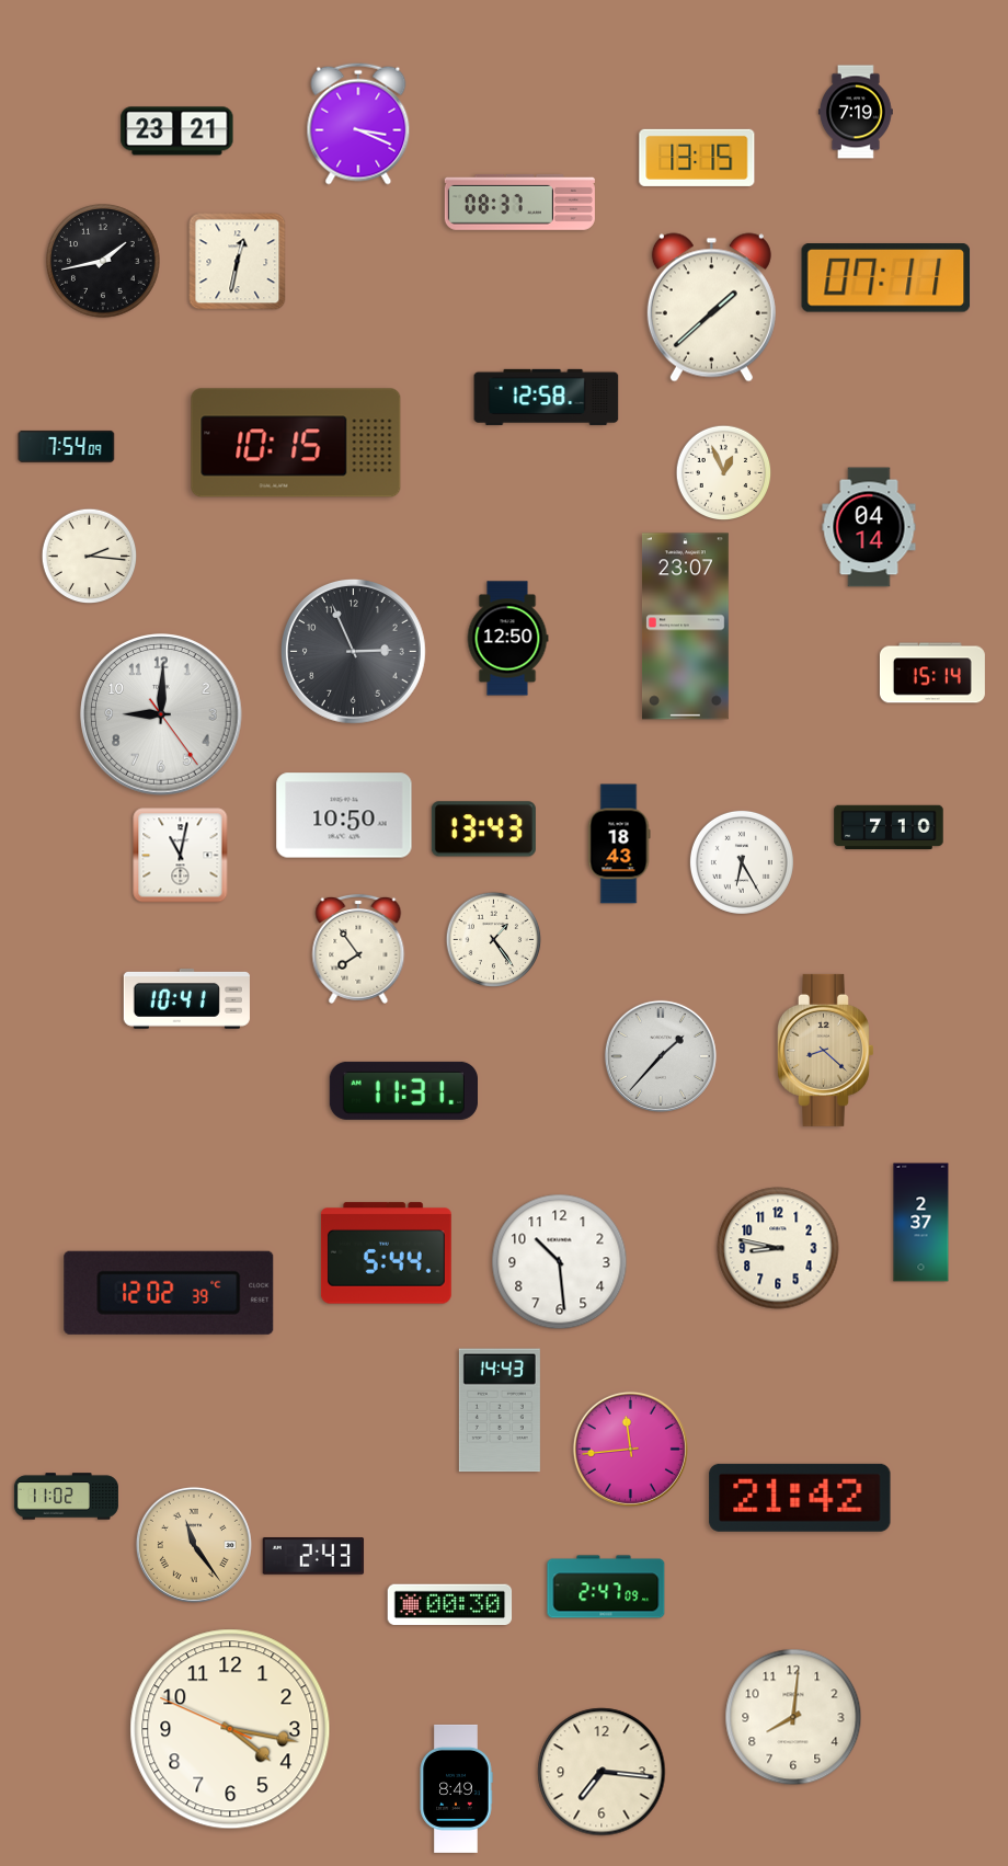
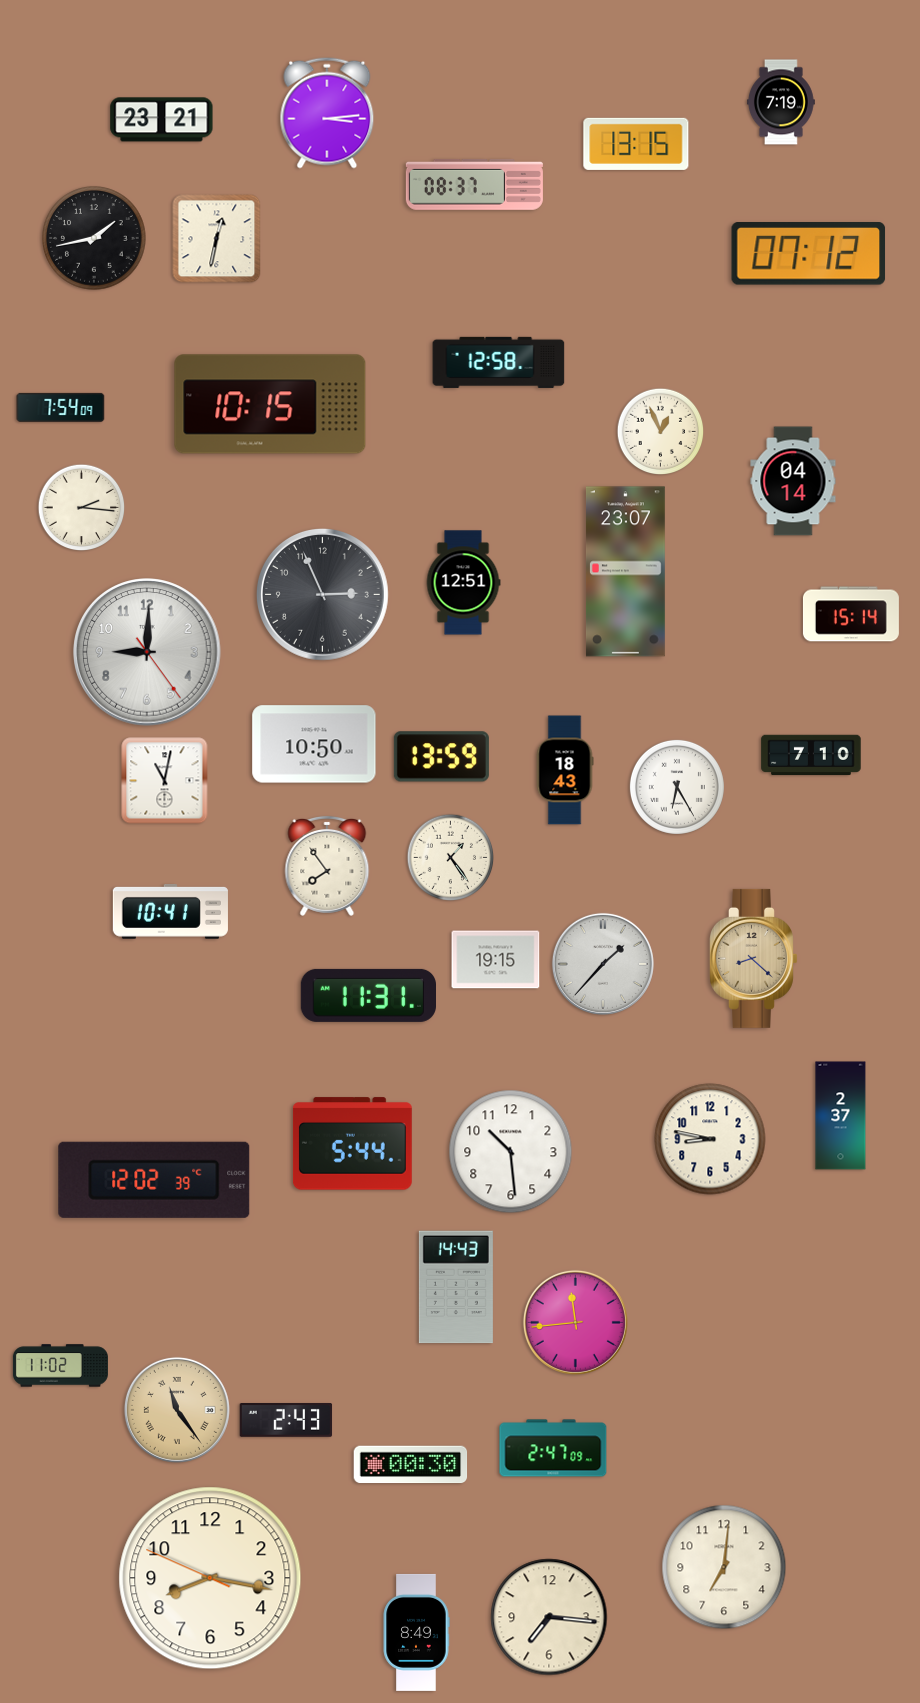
clock at (358, 124): 3:19 -> 3:14
clock at (886, 278): 07:11 -> 07:12
clock at (711, 308): 1:38 -> none
clock at (507, 639): 12:50 -> 12:51
clock at (483, 829): 13:43 -> 13:59
clock at (496, 960): none -> 19:15
clock at (800, 1498): 21:42 -> none
clock at (793, 1717): 8:01 -> 7:01
clock at (230, 1729): 4:16 -> 8:16
